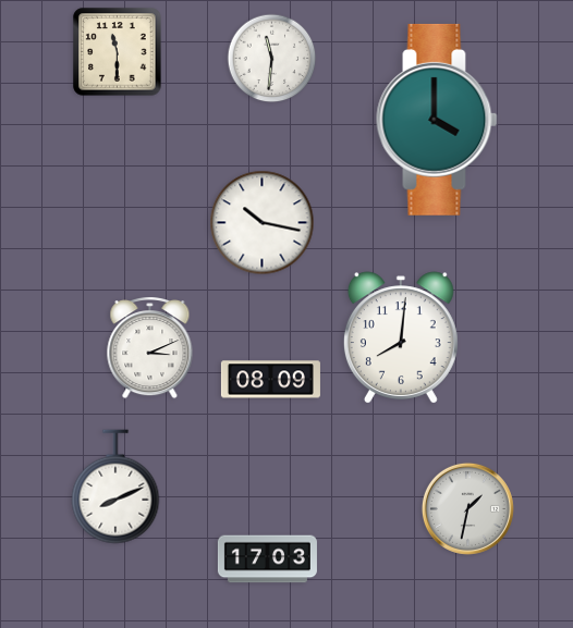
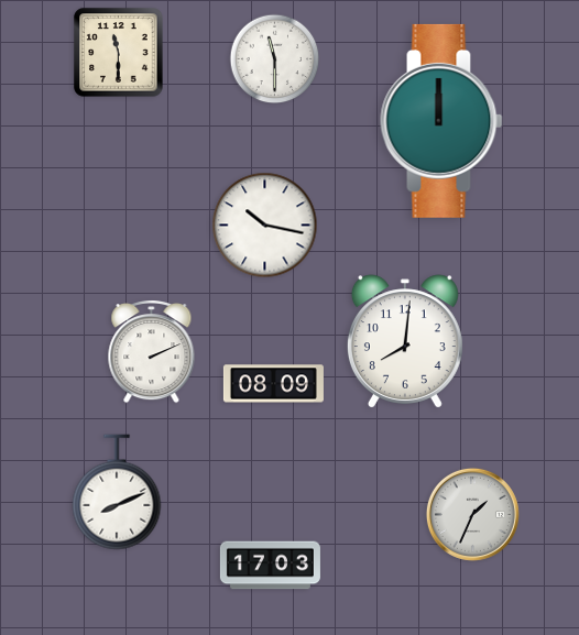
clock at (272, 59): 11:31 -> 11:30
clock at (437, 120): 4:00 -> 12:00
clock at (150, 348): 3:11 -> 2:11
clock at (467, 508): 1:32 -> 1:34
